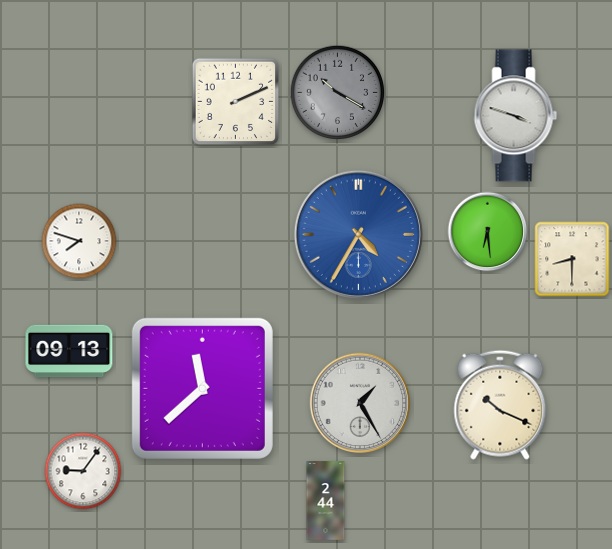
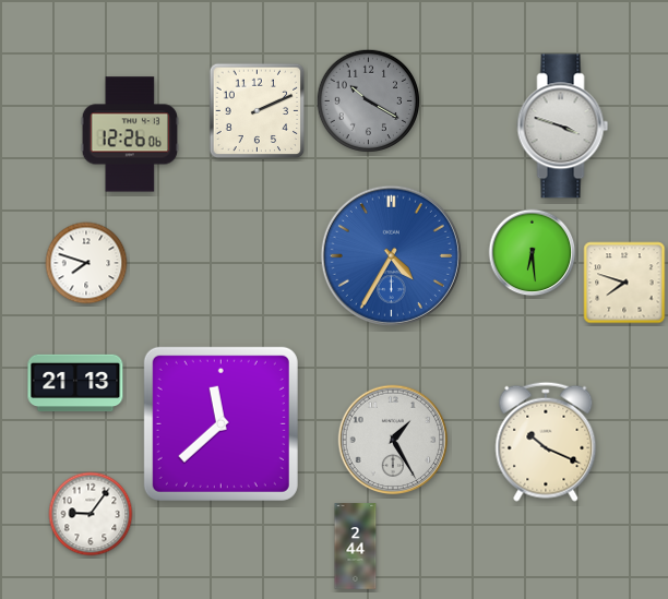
clock at (129, 134): none -> 12:26
clock at (572, 259): 8:30 -> 7:48
clock at (69, 351): 09:13 -> 21:13
